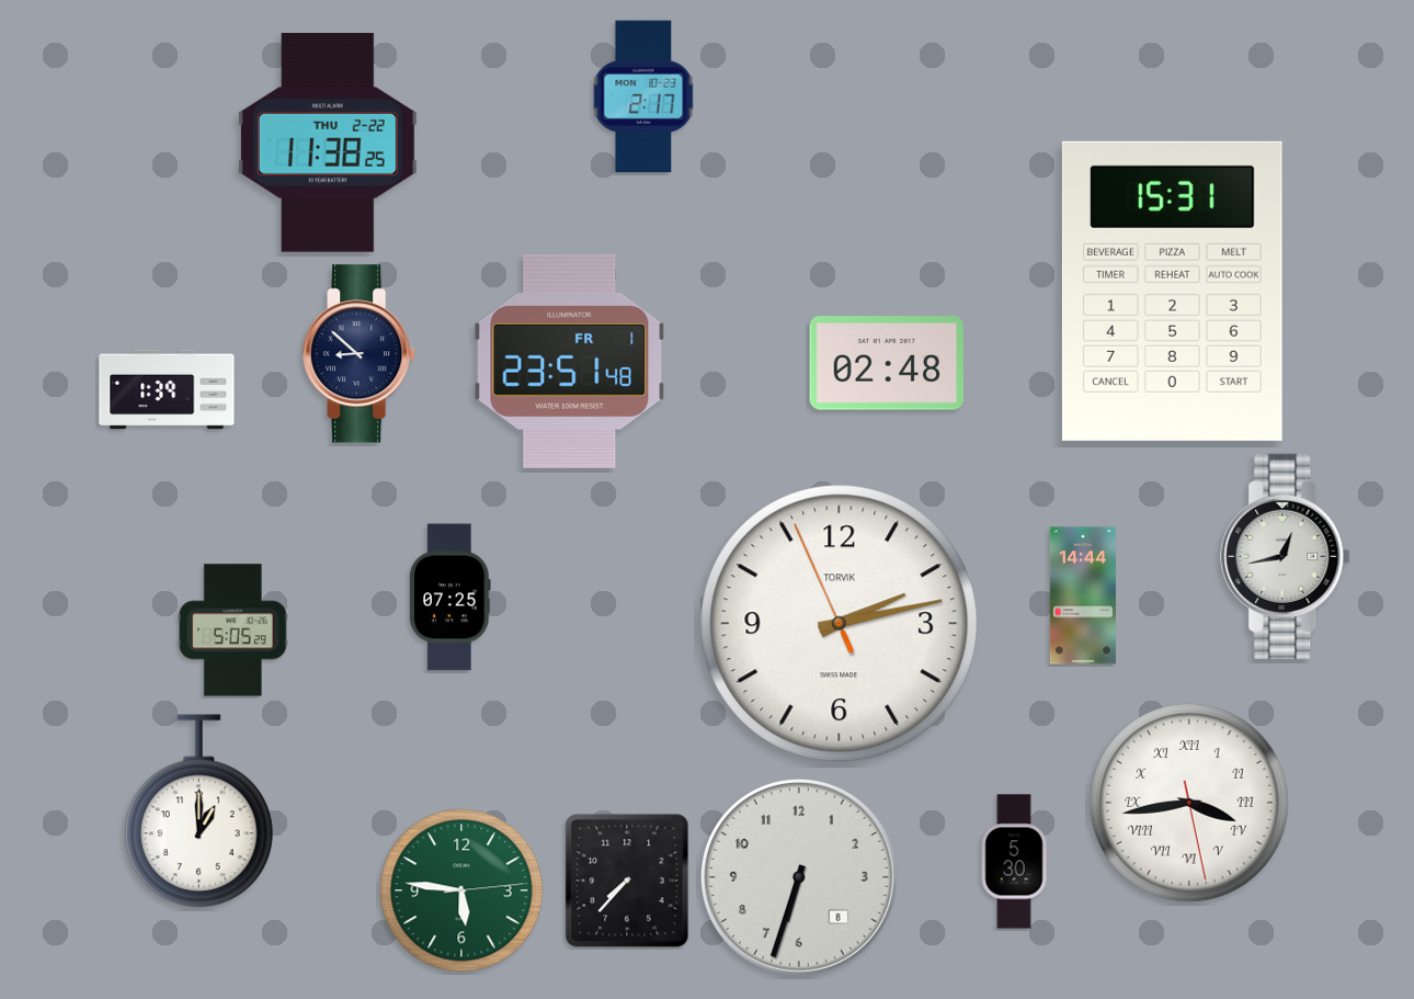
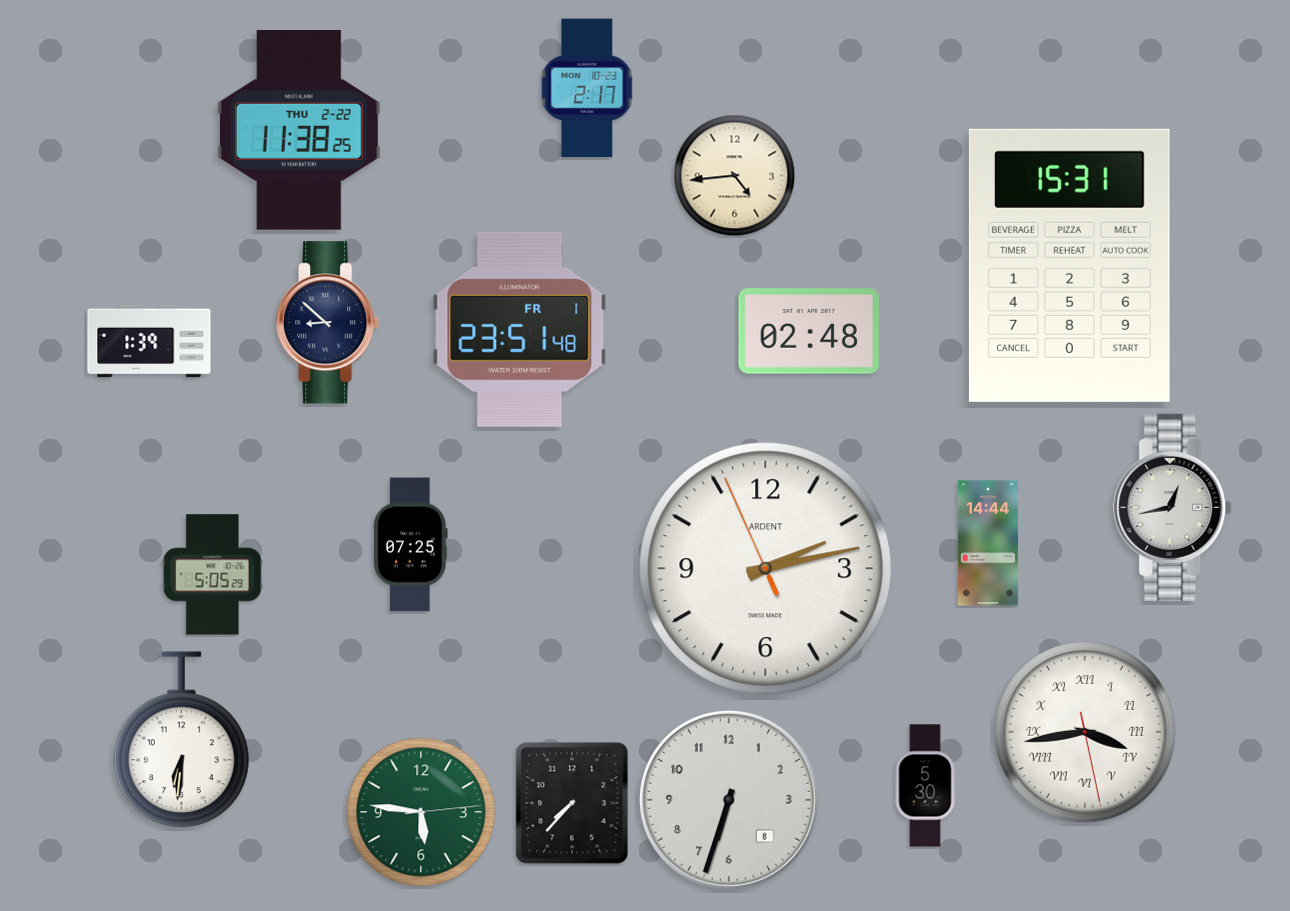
clock at (735, 176): none -> 4:44
clock at (167, 389) position: (167, 389) -> (149, 341)
clock at (840, 624) brand: TORVIK -> ARDENT
clock at (198, 811): 1:00 -> 6:31
